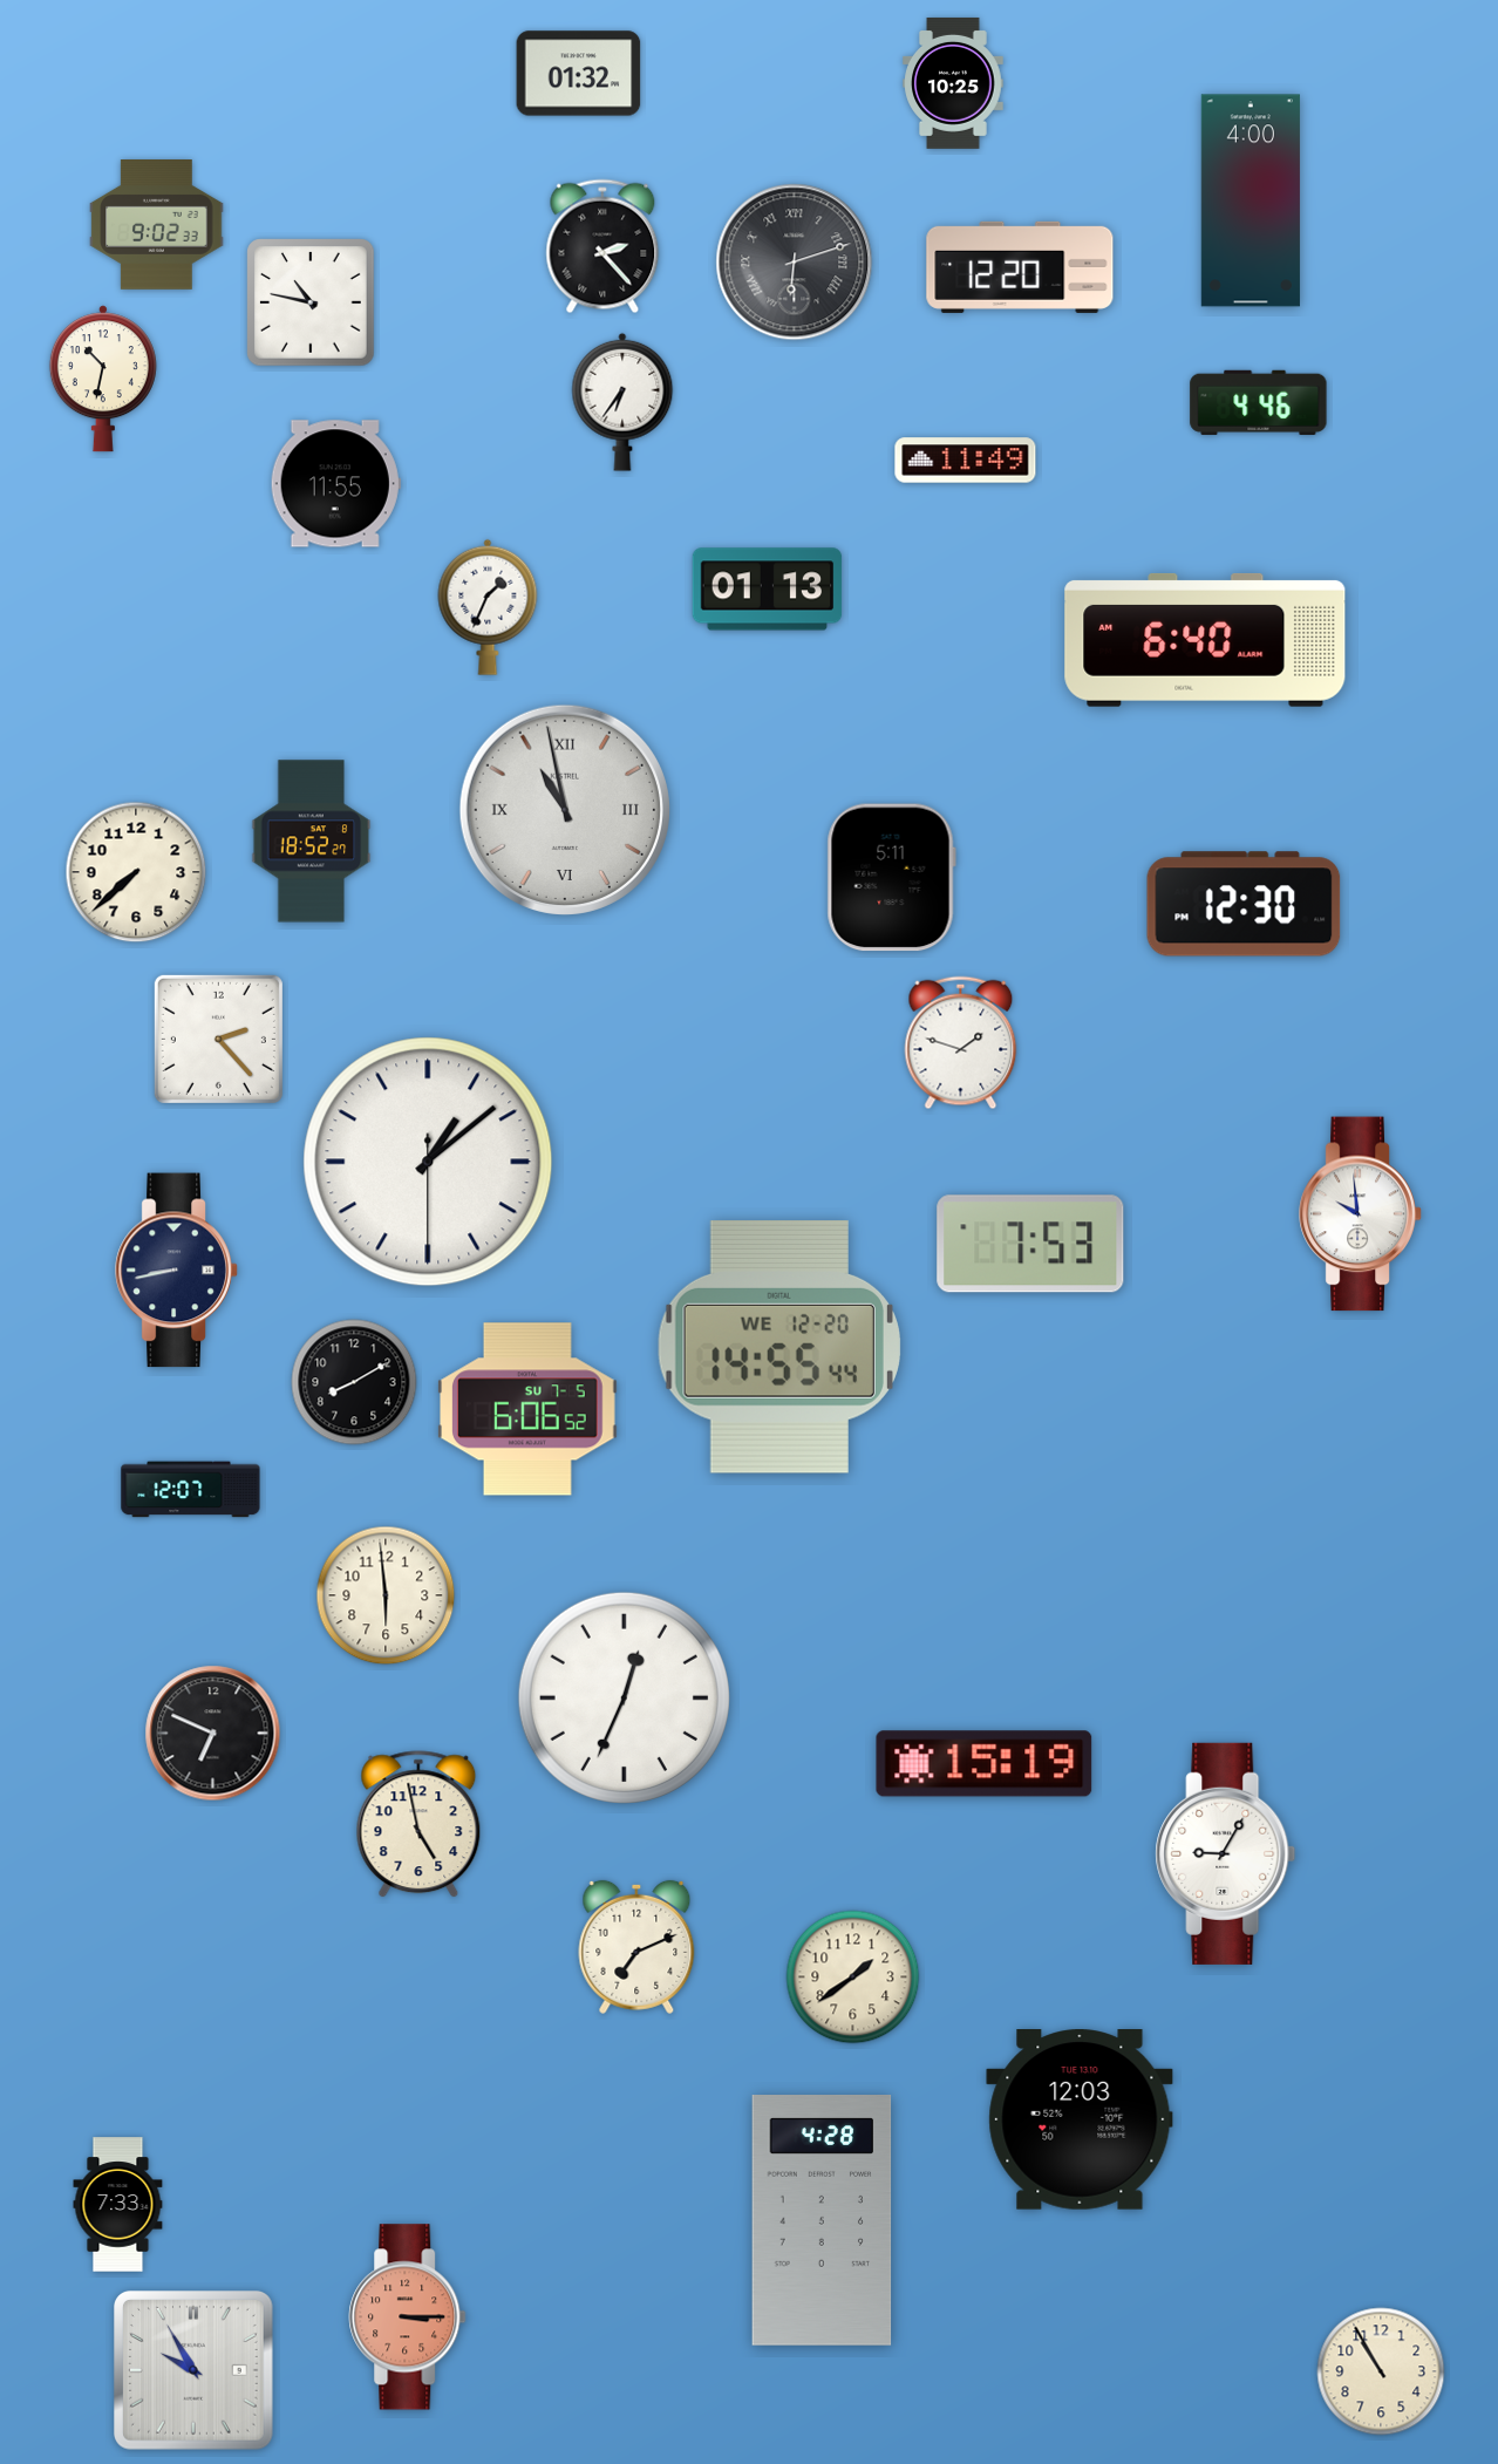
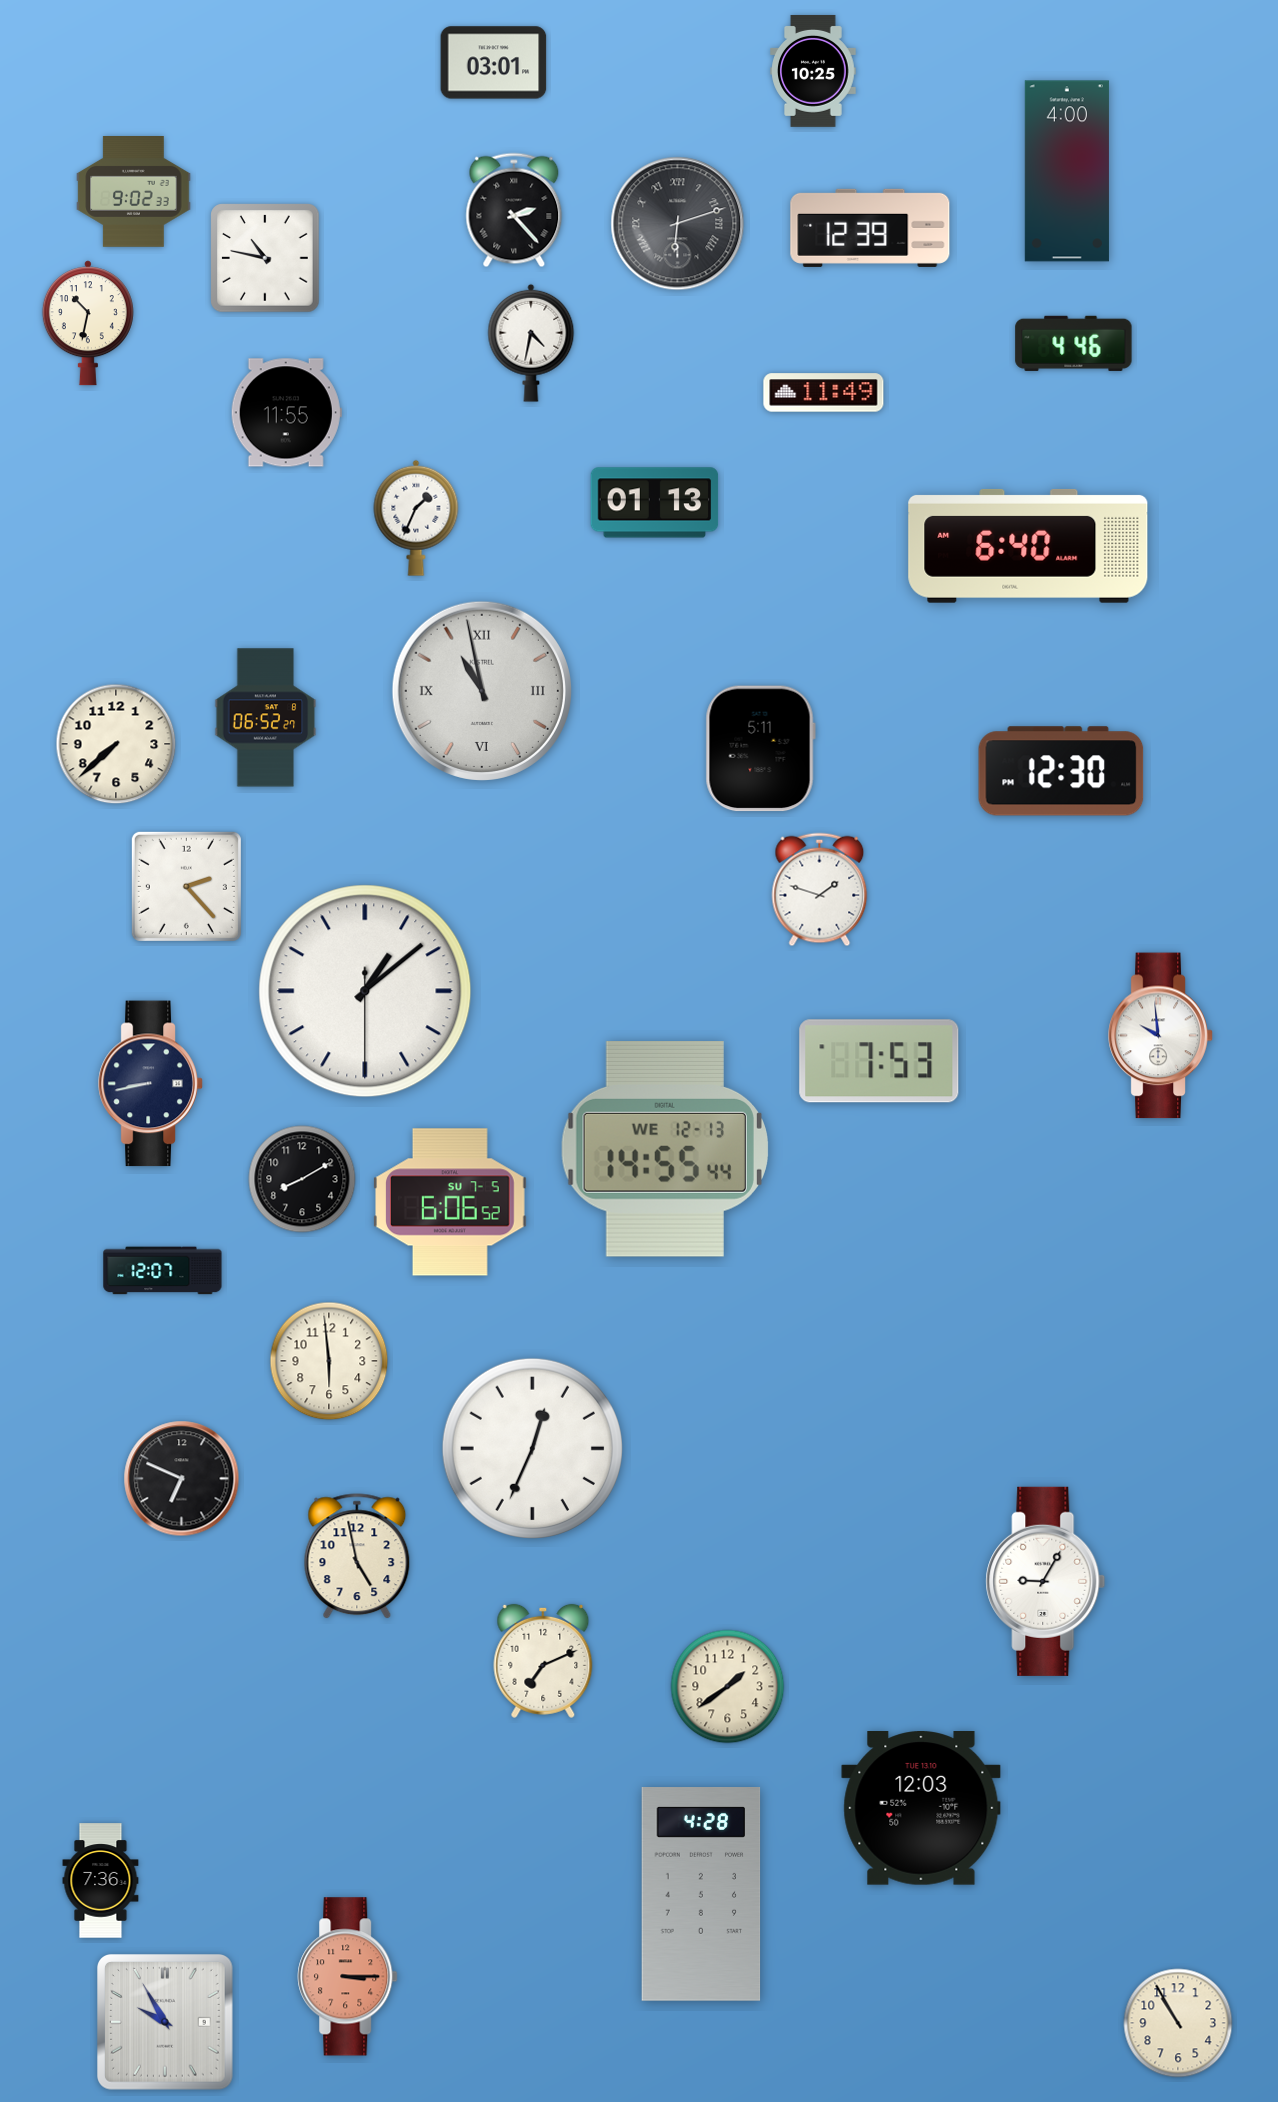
clock at (579, 74): 01:32 -> 03:01
clock at (1020, 267): 12:20 -> 12:39
clock at (622, 402): 6:36 -> 4:32
clock at (312, 842): 18:52 -> 06:52
clock at (779, 1347) date: WE 12-20 -> WE 12-13
clock at (985, 1764): 15:19 -> none
clock at (118, 2205): 7:33 -> 7:36
